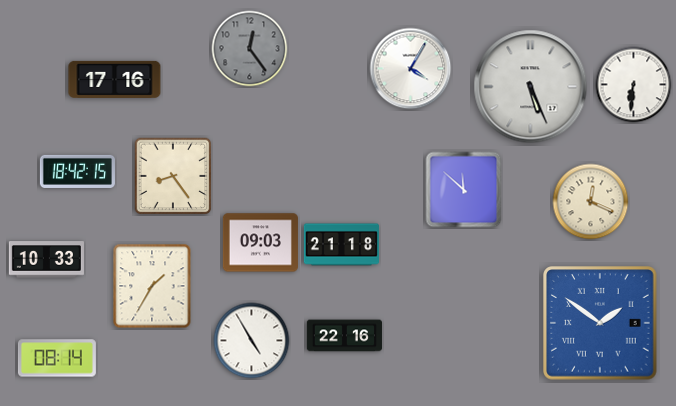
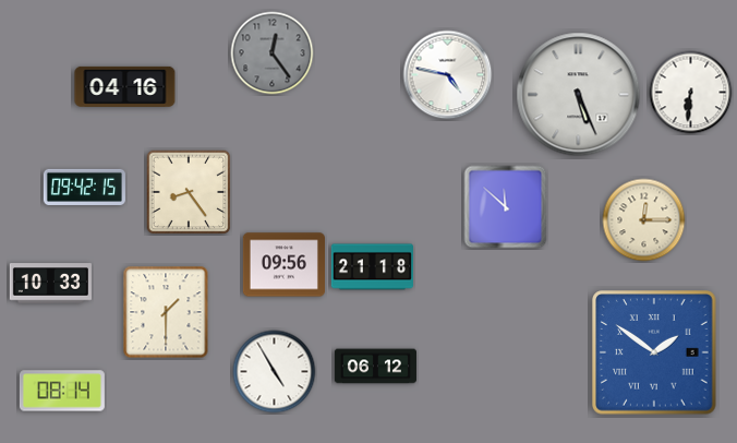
clock at (411, 69): 4:05 -> 4:47
clock at (115, 79): 17:16 -> 04:16
clock at (77, 171): 18:42 -> 09:42
clock at (591, 202): 12:19 -> 12:15
clock at (260, 243): 09:03 -> 09:56
clock at (152, 286): 1:35 -> 1:30
clock at (344, 336): 22:16 -> 06:12
